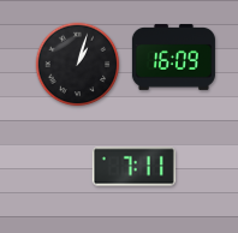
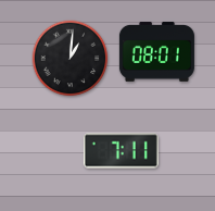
clock at (173, 56): 16:09 -> 08:01
clock at (78, 65): 1:03 -> 1:01
